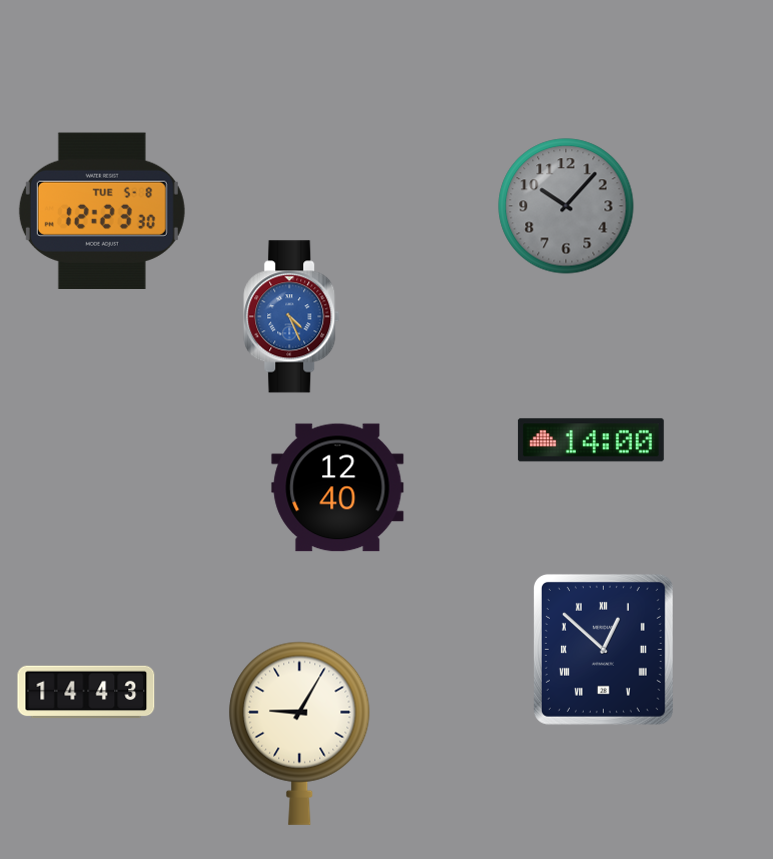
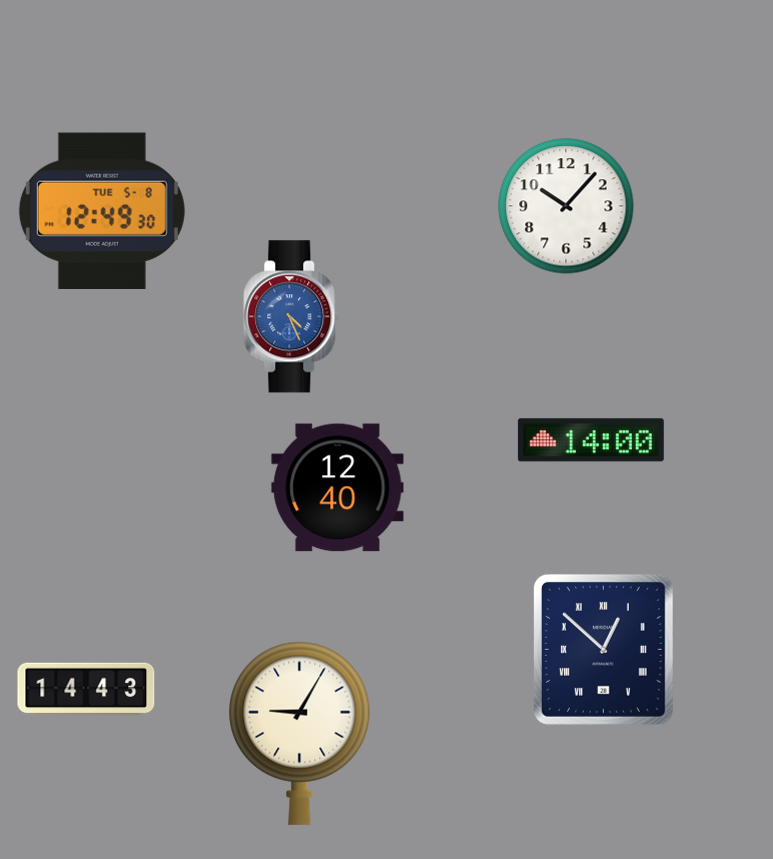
clock at (566, 206) dial: grey -> white
clock at (102, 210): 12:23 -> 12:49
clock at (86, 692) position: (86, 692) -> (86, 689)
